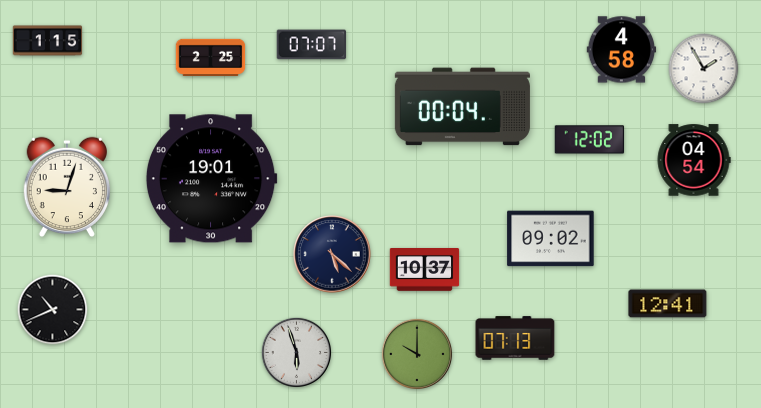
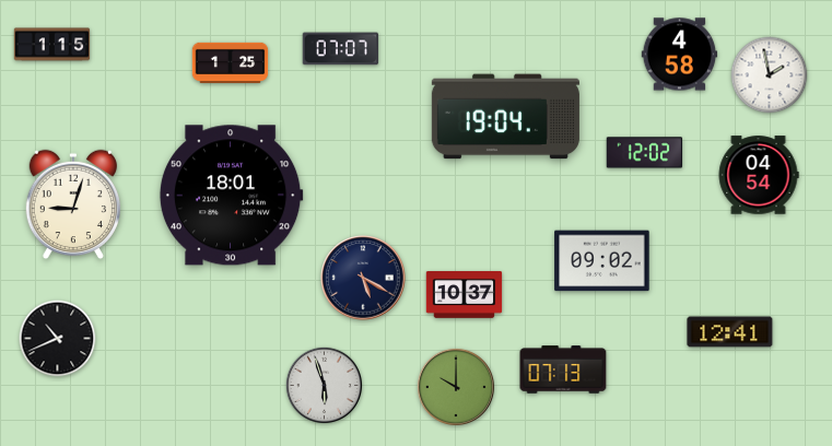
clock at (211, 57): 2:25 -> 1:25
clock at (704, 69): 1:55 -> 1:58
clock at (462, 107): 00:04 -> 19:04
clock at (211, 179): 19:01 -> 18:01
clock at (332, 254): 5:22 -> 5:20
